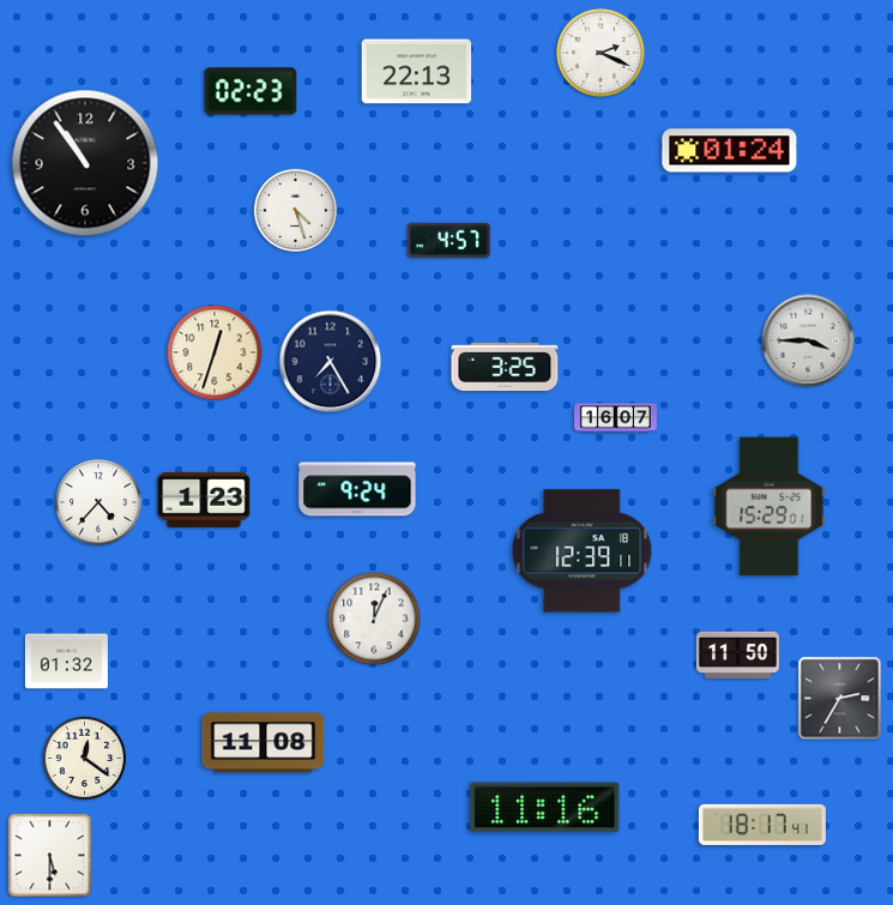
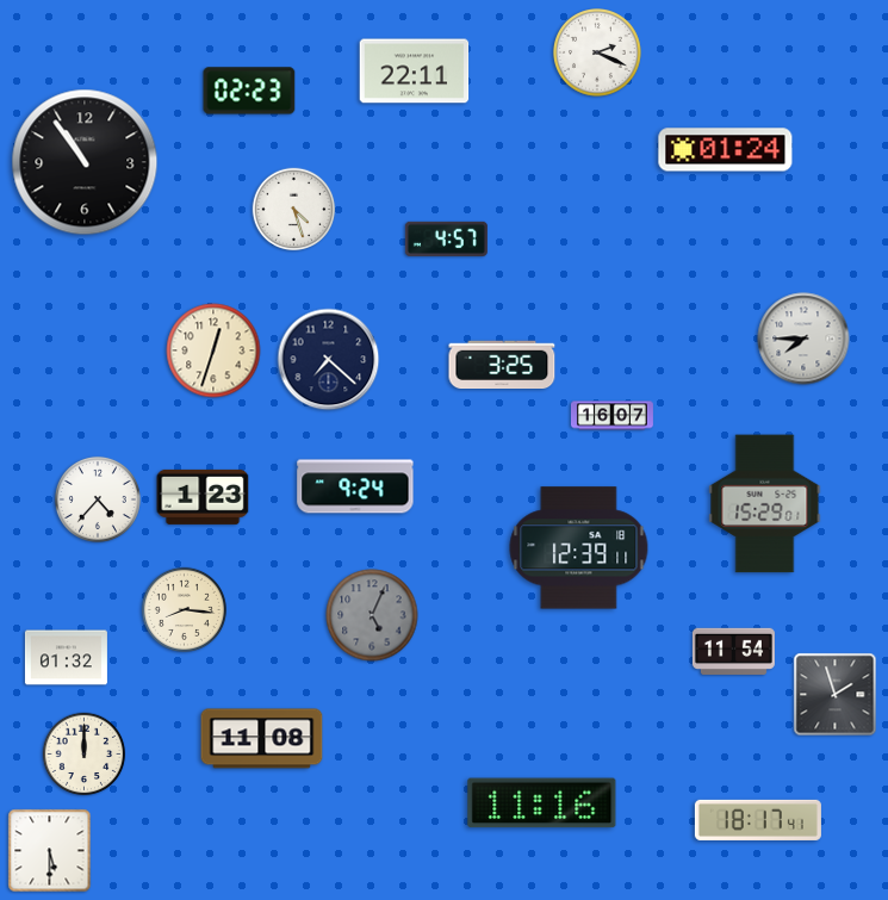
clock at (417, 72): 22:13 -> 22:11
clock at (808, 340): 3:45 -> 7:45
clock at (331, 362): 7:25 -> 7:22
clock at (184, 609): none -> 8:16
clock at (374, 619): 12:04 -> 5:04
clock at (374, 619) dial: white -> grey
clock at (737, 654): 11:50 -> 11:54
clock at (840, 699): 2:35 -> 1:57
clock at (85, 759): 12:21 -> 12:00
